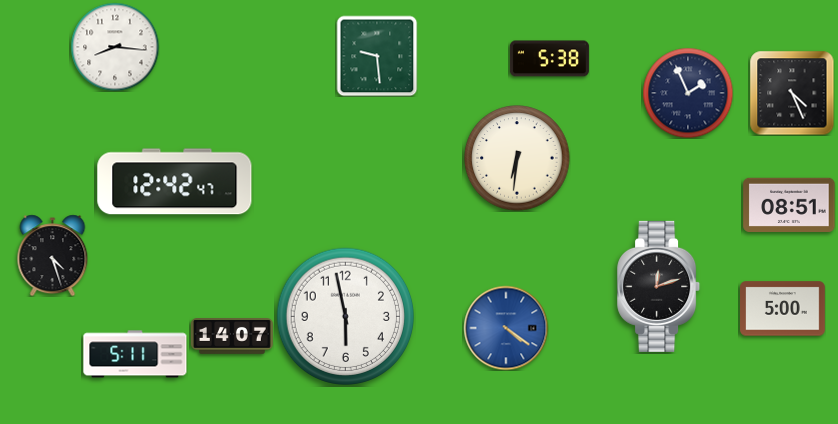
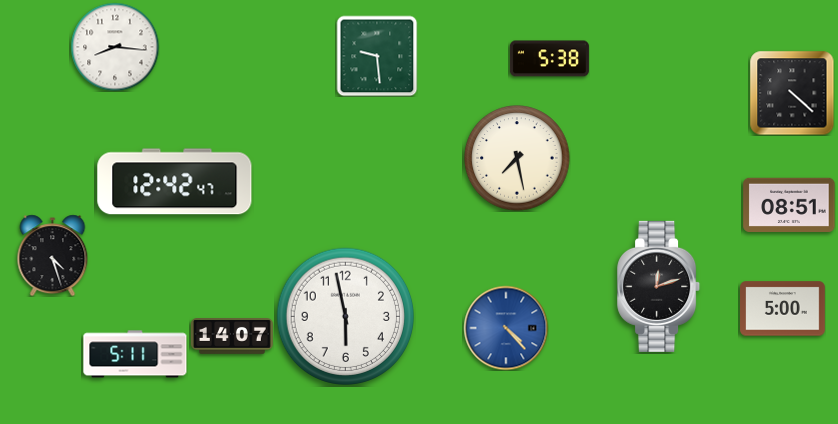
clock at (688, 93): 1:56 -> none
clock at (792, 93): 4:26 -> 4:22
clock at (517, 158): 6:31 -> 7:28
clock at (506, 328): 4:21 -> 4:23
